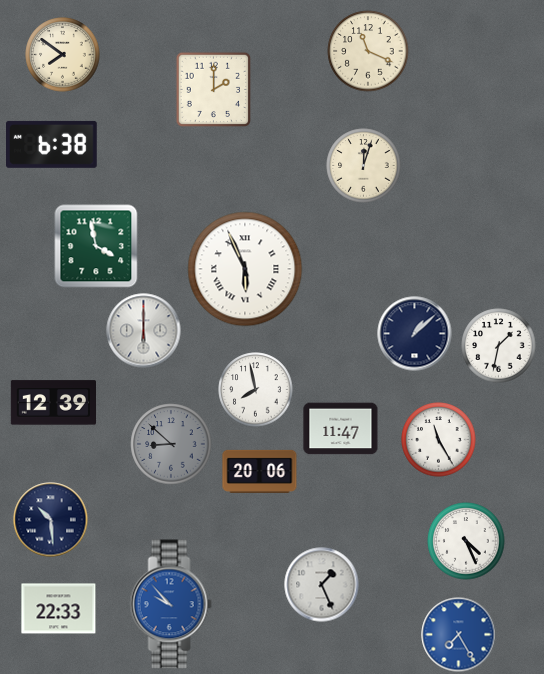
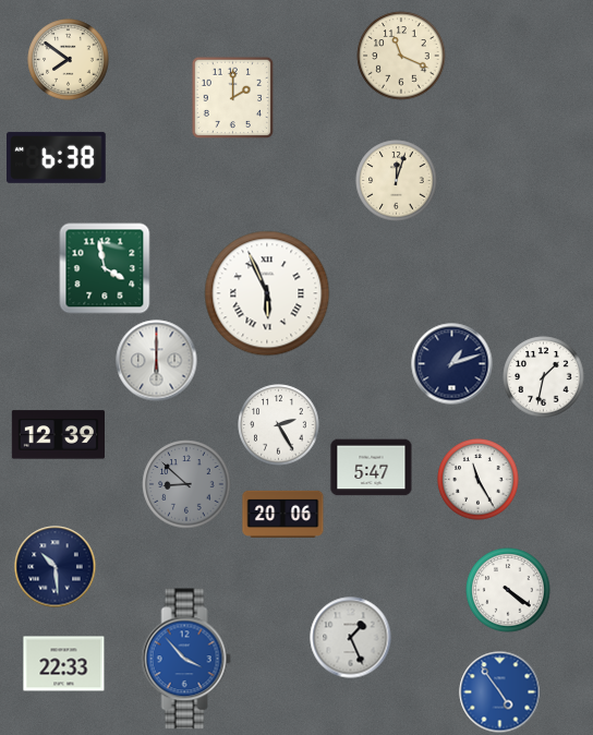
clock at (415, 334): 1:08 -> 1:12
clock at (256, 390): 7:58 -> 2:25
clock at (53, 403) position: (53, 403) -> (58, 435)
clock at (341, 429): 11:47 -> 5:47
clock at (466, 541): 4:26 -> 4:21
clock at (171, 604): 9:53 -> 3:53
clock at (459, 635): 7:25 -> 4:54
